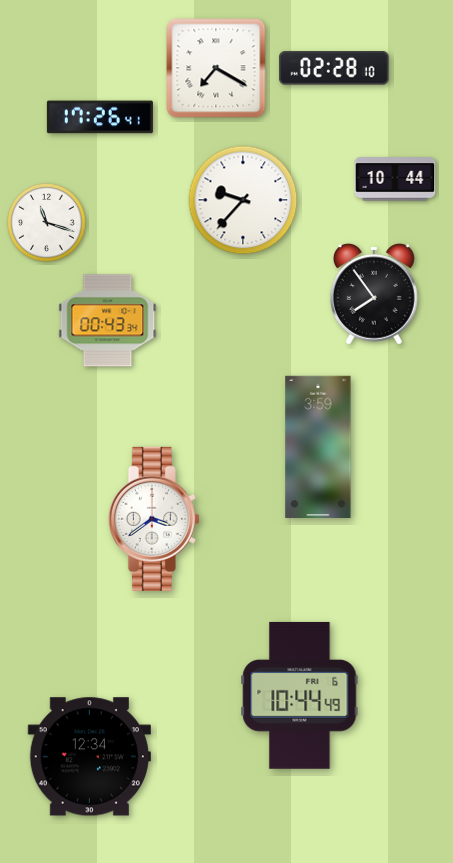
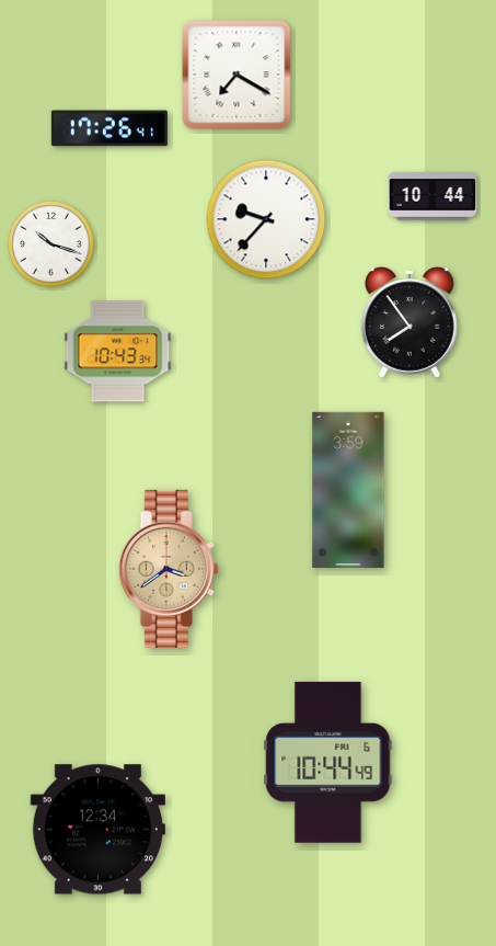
clock at (334, 68): 02:28 -> none
clock at (47, 223): 11:18 -> 10:18
clock at (108, 321): 00:43 -> 10:43
clock at (154, 519) dial: white -> champagne
